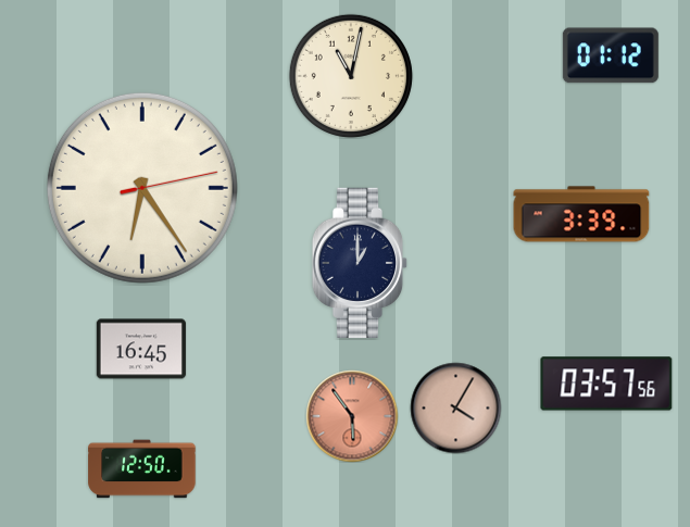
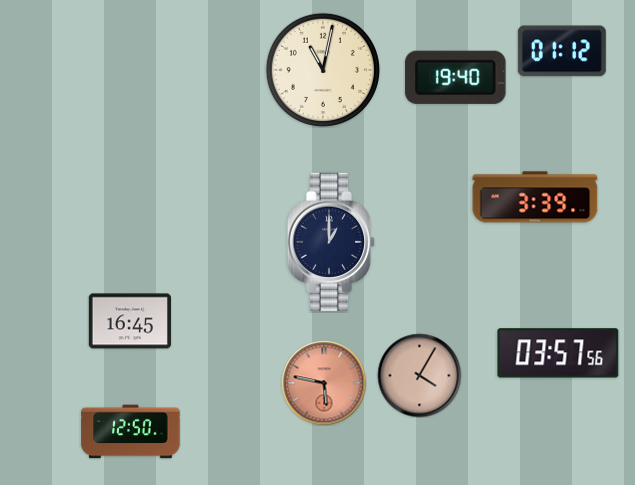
clock at (456, 77): none -> 19:40
clock at (142, 188): 6:24 -> none
clock at (352, 416): 5:54 -> 5:47
